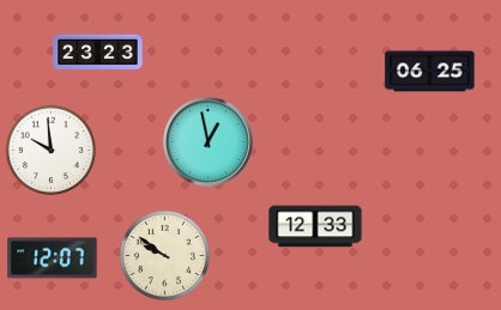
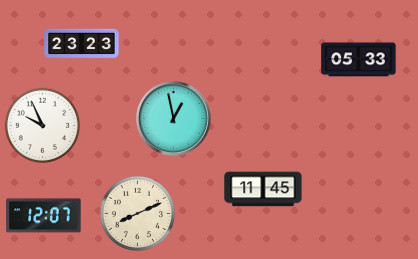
clock at (430, 72): 06:25 -> 05:33
clock at (50, 150): 9:59 -> 9:56
clock at (315, 226): 12:33 -> 11:45
clock at (164, 255): 9:51 -> 8:11
